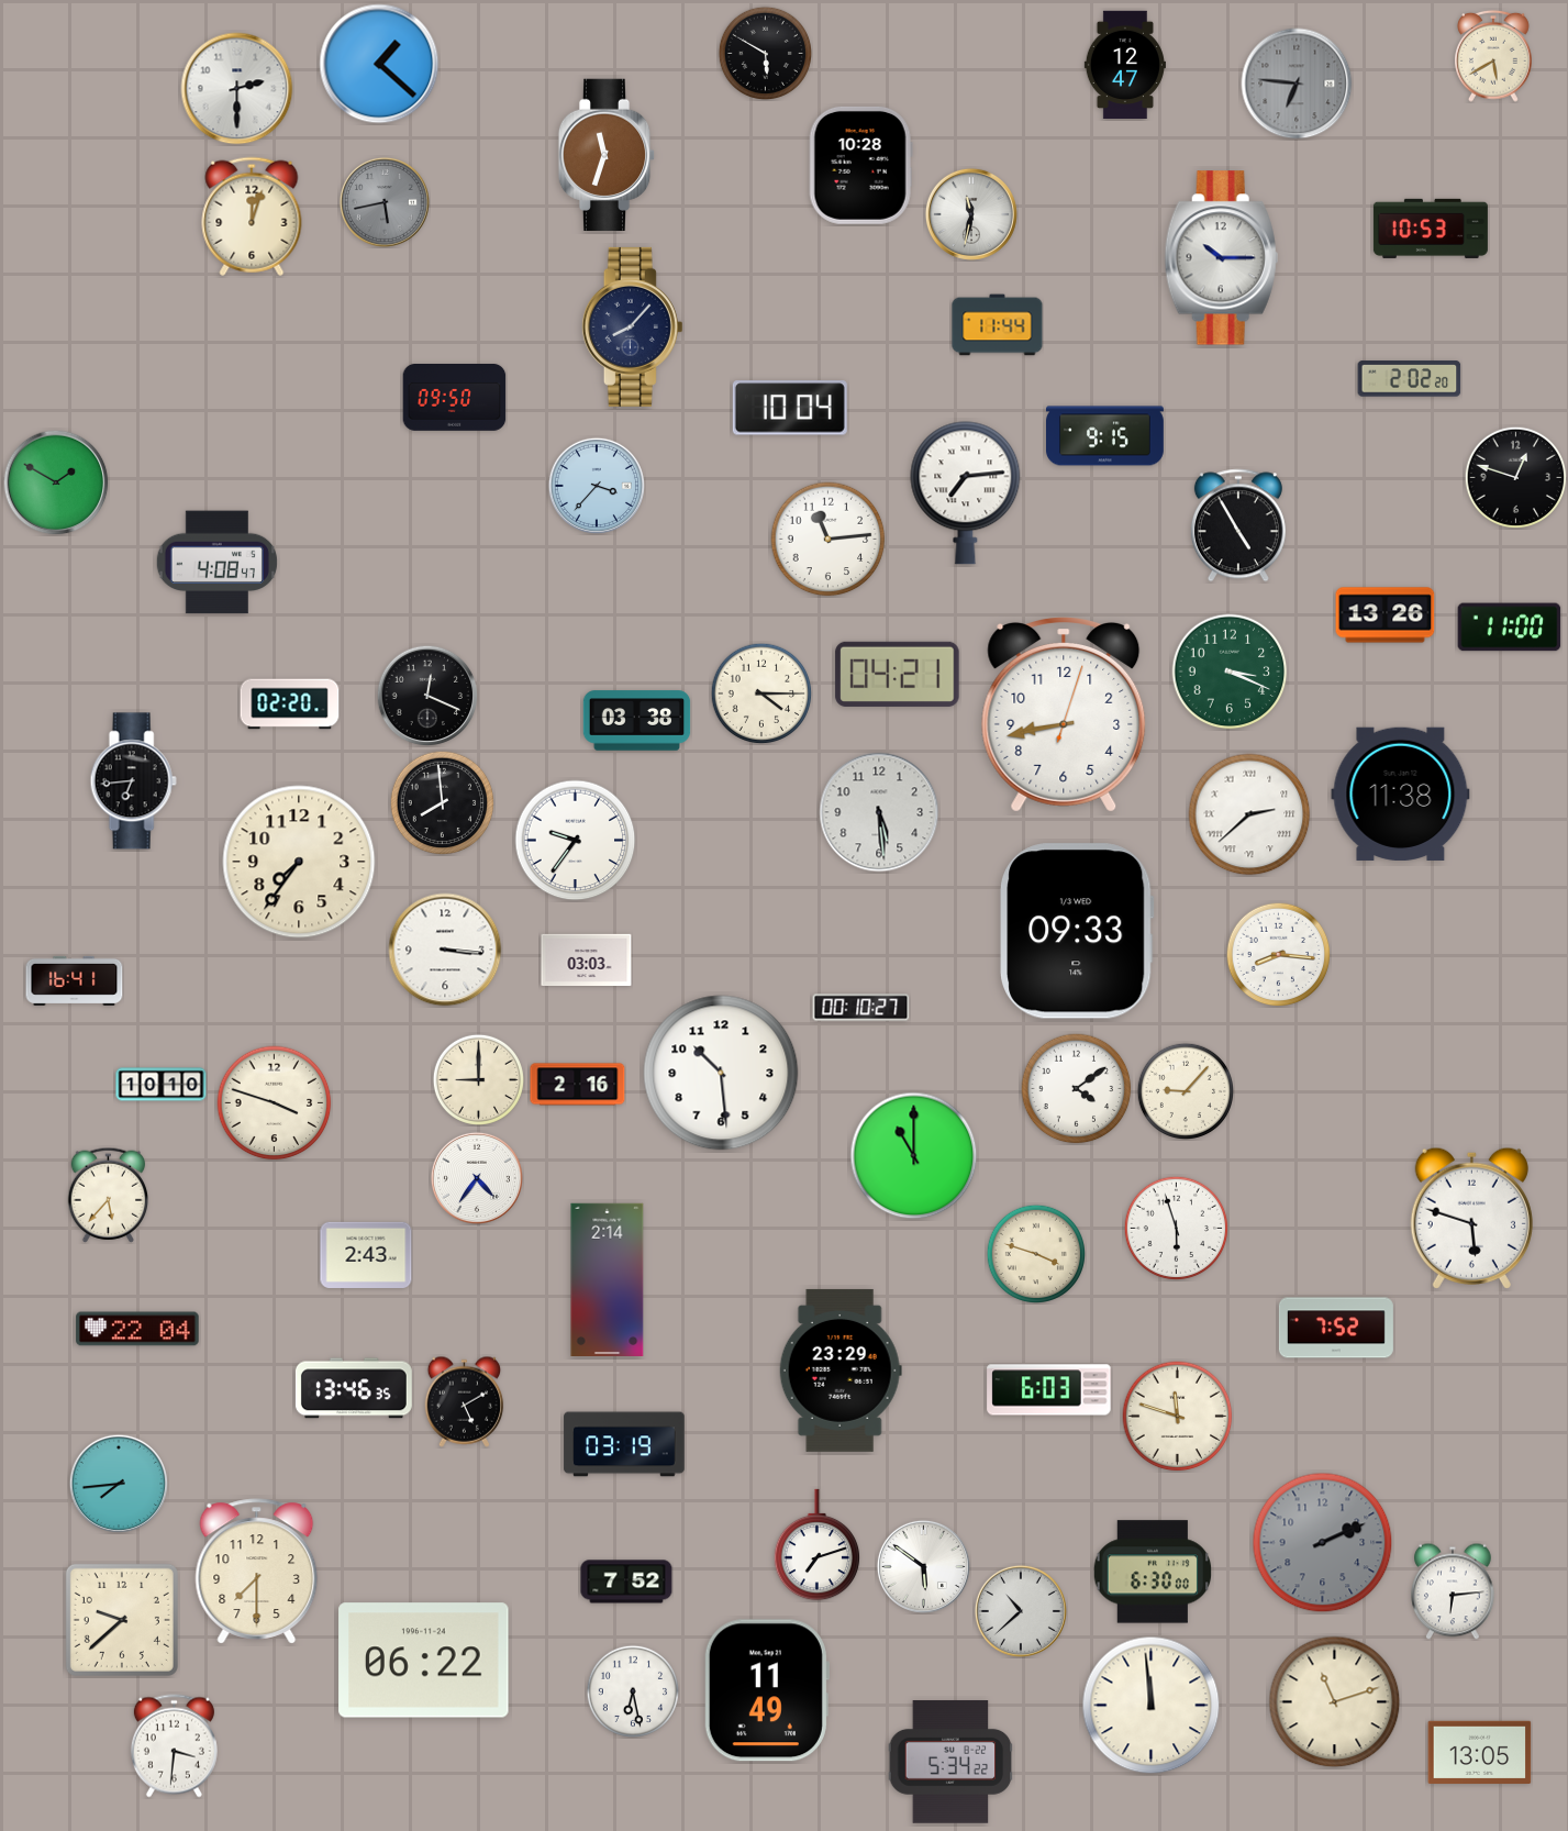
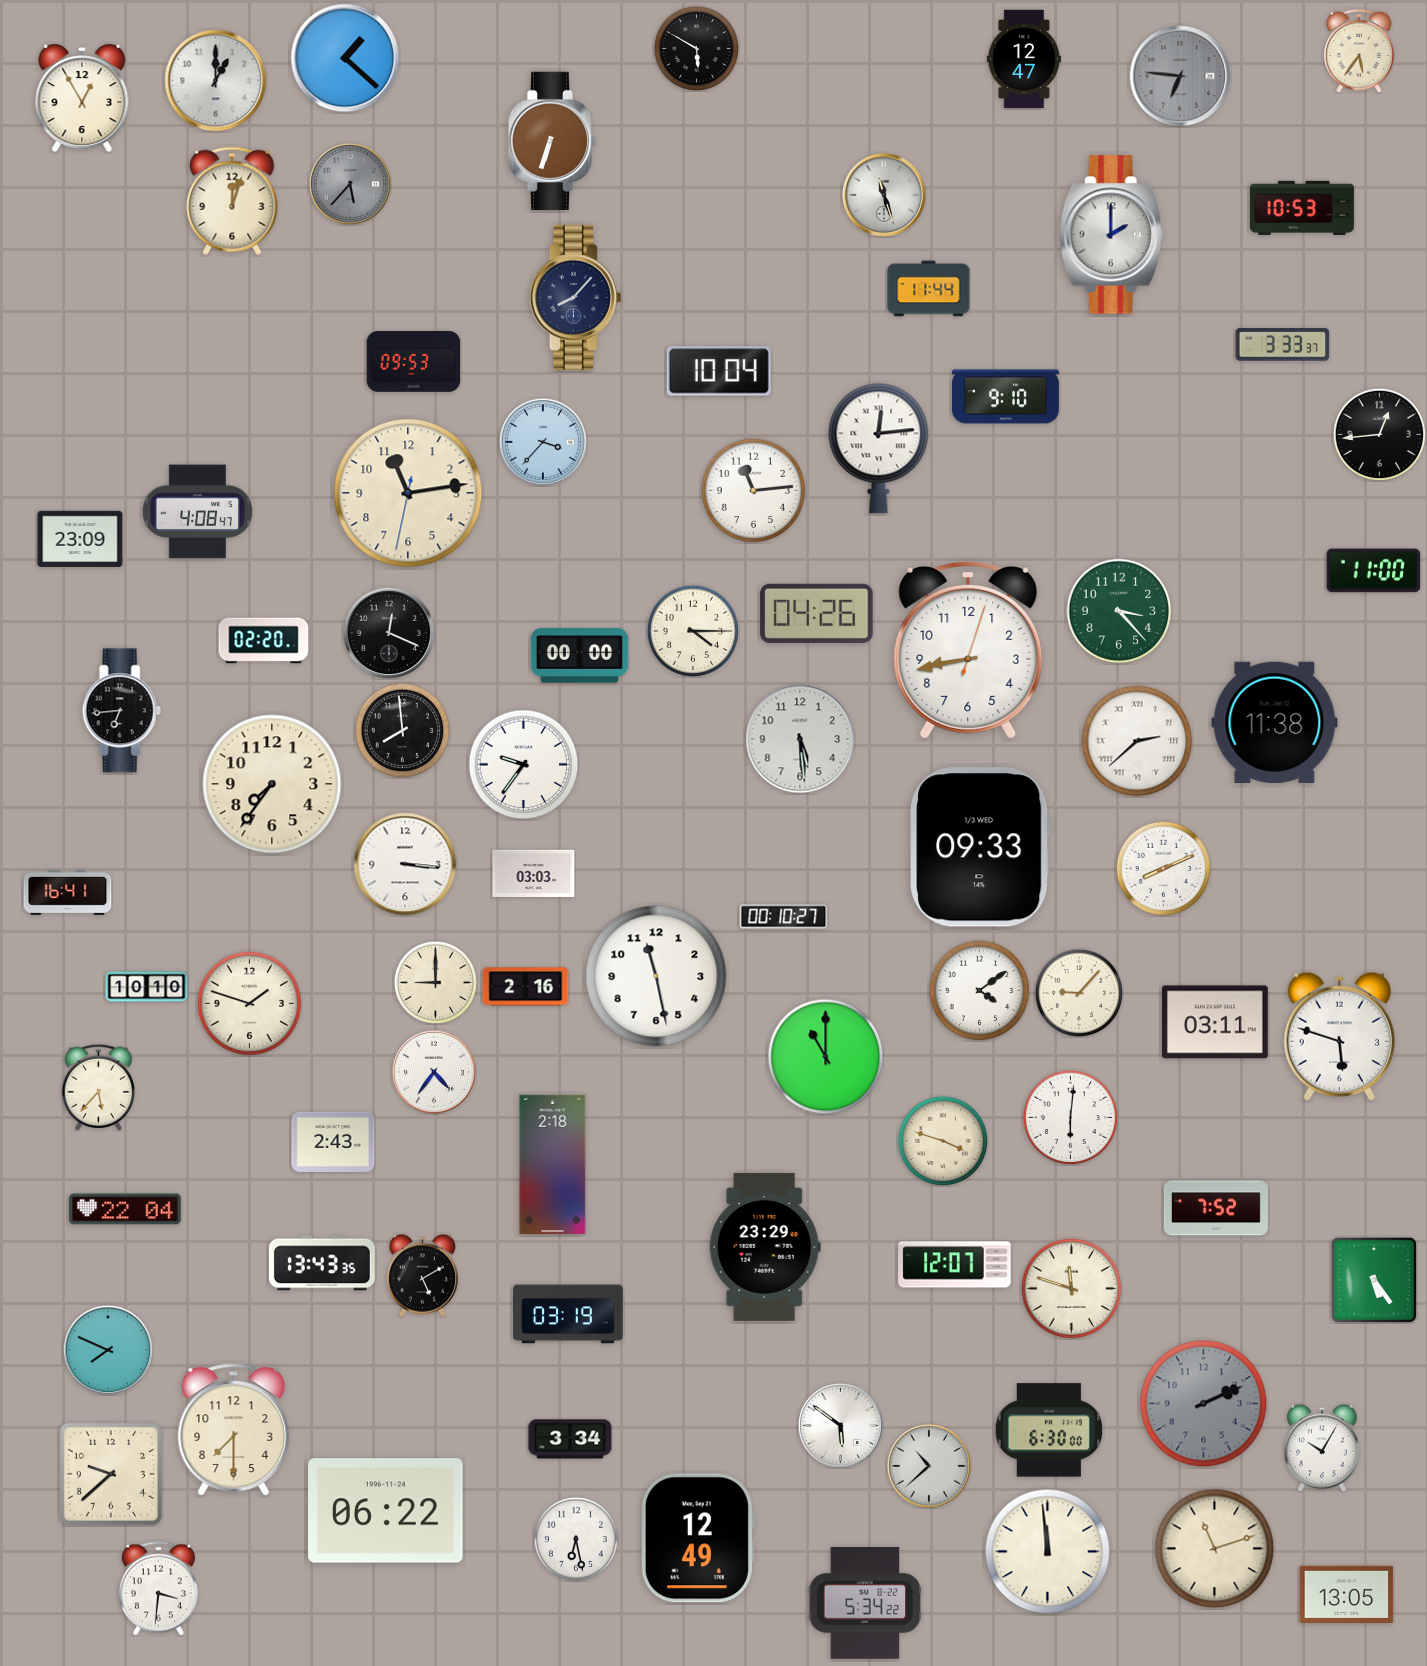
clock at (1494, 56): 5:40 -> 5:36
clock at (237, 89): 2:30 -> 1:00
clock at (82, 98): none -> 12:55
clock at (607, 154): 11:33 -> 6:33
clock at (860, 165): 10:28 -> none
clock at (385, 202): 5:43 -> 5:37
clock at (971, 214): 11:32 -> 11:27
clock at (252, 217) position: (252, 217) -> (232, 201)
clock at (1221, 258): 10:15 -> 2:00
clock at (998, 325) position: (998, 325) -> (929, 289)
clock at (1410, 379): 2:02 -> 3:33
clock at (455, 398): 09:50 -> 09:53
clock at (1105, 436): 9:15 -> 9:10
clock at (1515, 477): 12:48 -> 12:44
clock at (56, 482): 1:50 -> none
clock at (966, 493): 7:14 -> 12:14
clock at (1238, 525): 4:55 -> none
clock at (408, 493): none -> 11:13
clock at (80, 539): none -> 23:09
clock at (1386, 615): 13:26 -> none
clock at (1230, 672): 3:19 -> 3:23
clock at (898, 674): 04:21 -> 04:26
clock at (637, 721): 03:38 -> 00:00
clock at (1278, 954): 8:16 -> 8:11
clock at (721, 1073): 10:29 -> 11:28
clock at (275, 1103): 3:48 -> 1:48
clock at (1215, 1022): none -> 03:11
clock at (914, 1156) position: (914, 1156) -> (826, 1057)
clock at (1471, 1218) position: (1471, 1218) -> (1339, 1036)
clock at (1176, 1228): 5:57 -> 6:01
clock at (608, 1279): 2:14 -> 2:18
clock at (354, 1388): 13:46 -> 13:43
clock at (1049, 1390): 6:03 -> 12:07
clock at (1374, 1280): none -> 5:24
clock at (118, 1483): 7:44 -> 7:49
clock at (818, 1545): 7:12 -> none
clock at (626, 1582): 7:52 -> 3:34
clock at (1454, 1591): 6:14 -> 10:05
clock at (766, 1690): 11:49 -> 12:49
